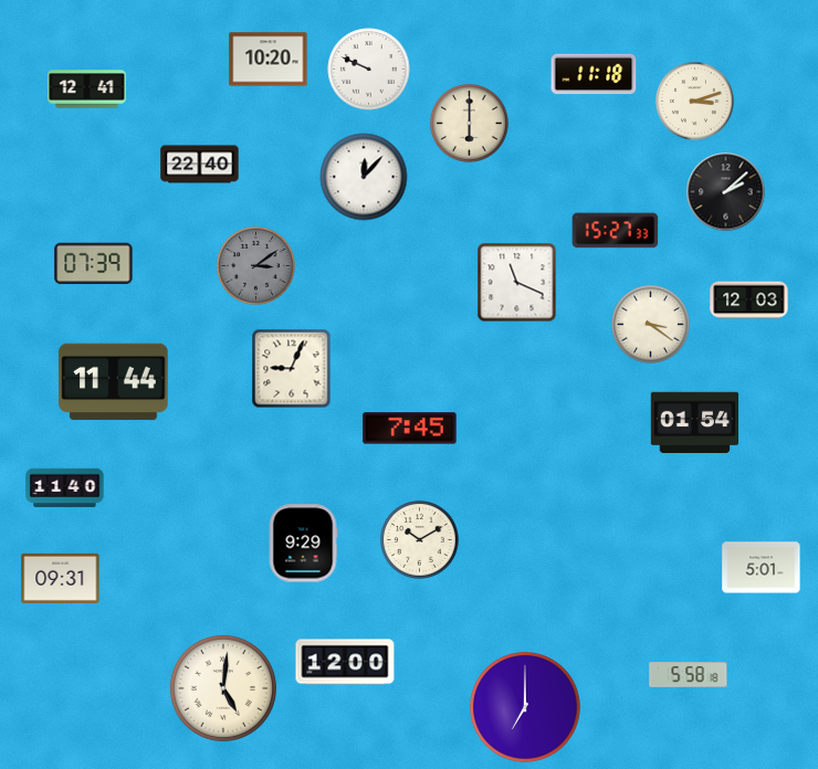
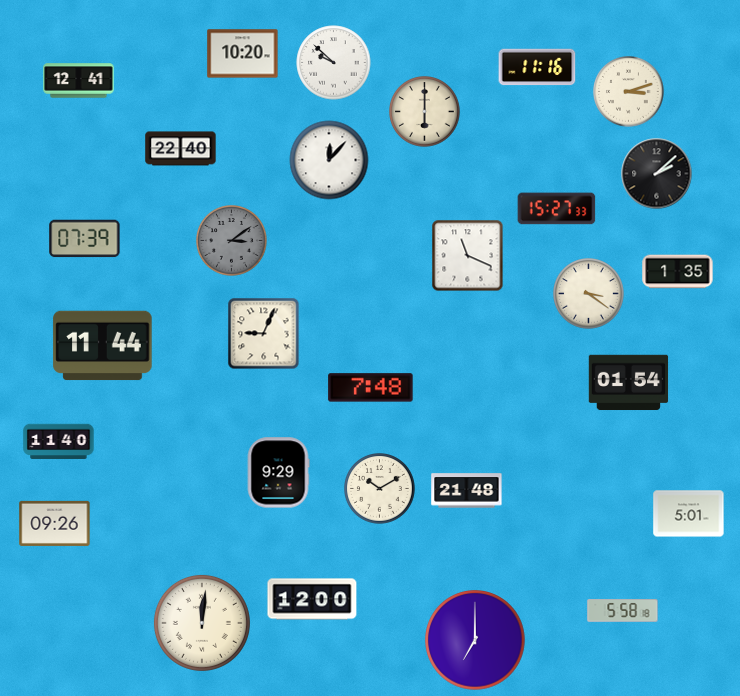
clock at (369, 70): 9:49 -> 9:52
clock at (594, 74): 11:18 -> 11:16
clock at (749, 301): 12:03 -> 1:35
clock at (410, 429): 7:45 -> 7:48
clock at (467, 491): none -> 21:48
clock at (303, 544) position: (303, 544) -> (278, 473)
clock at (61, 578): 09:31 -> 09:26
clock at (223, 688): 5:01 -> 12:01
